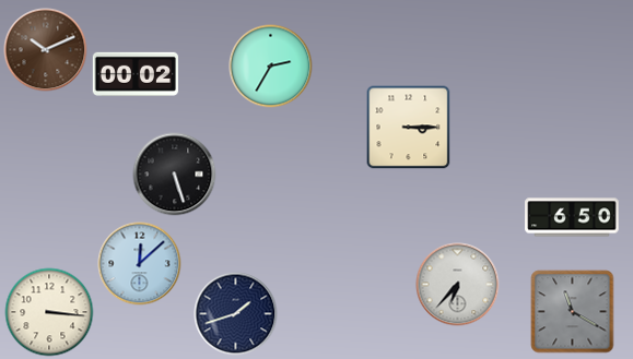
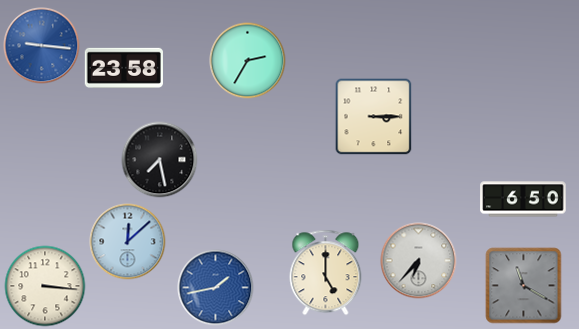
clock at (46, 50): 10:11 -> 9:16
clock at (46, 50) dial: brown -> blue
clock at (136, 74): 00:02 -> 23:58
clock at (175, 175): 5:27 -> 7:28
clock at (326, 273): none -> 5:00
clock at (236, 314): 1:42 -> 1:43
clock at (236, 314) dial: navy -> blue
